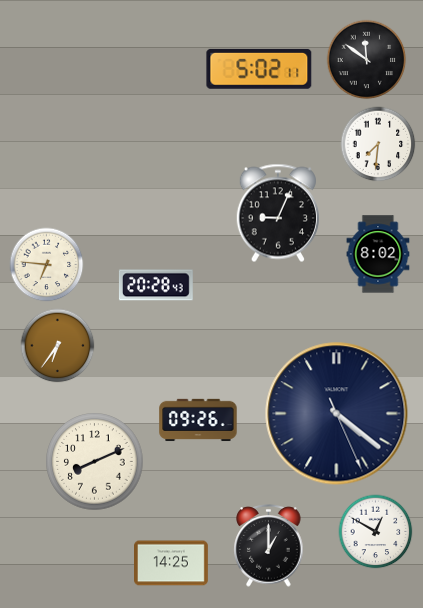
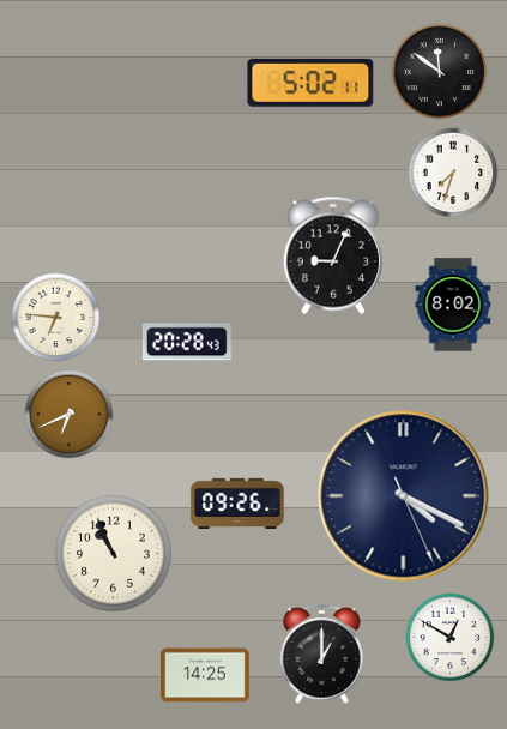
clock at (378, 144): 7:31 -> 7:33
clock at (58, 346): 6:36 -> 6:41
clock at (337, 414): 4:21 -> 4:19
clock at (95, 462): 8:11 -> 10:56
